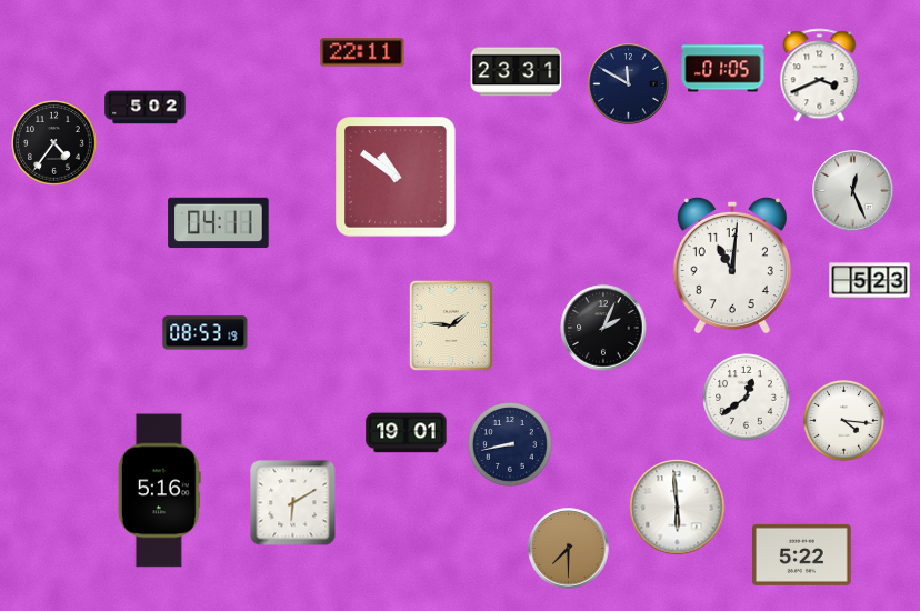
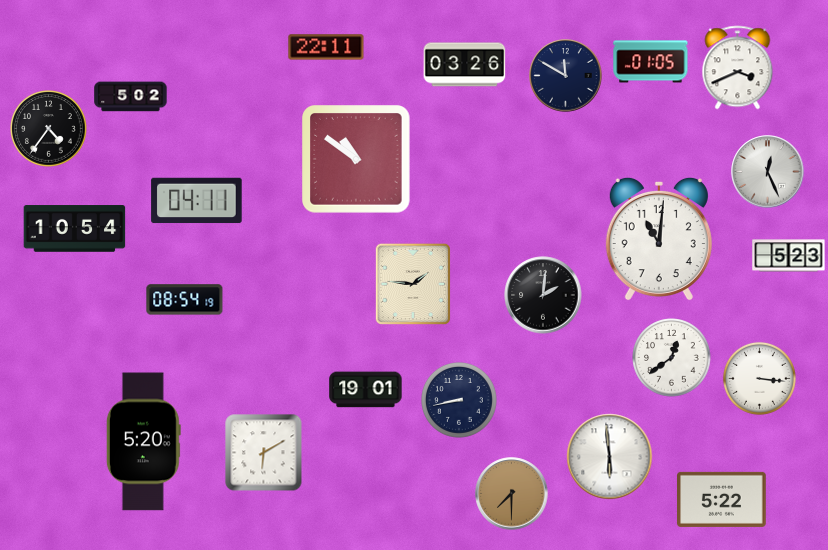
clock at (517, 72): 23:31 -> 03:26
clock at (75, 229): none -> 10:54
clock at (870, 281) position: (870, 281) -> (789, 256)
clock at (451, 325) position: (451, 325) -> (413, 284)
clock at (603, 328): 2:04 -> 2:01
clock at (206, 333): 08:53 -> 08:54
clock at (843, 420): 4:16 -> 3:16
clock at (159, 491): 5:16 -> 5:20
